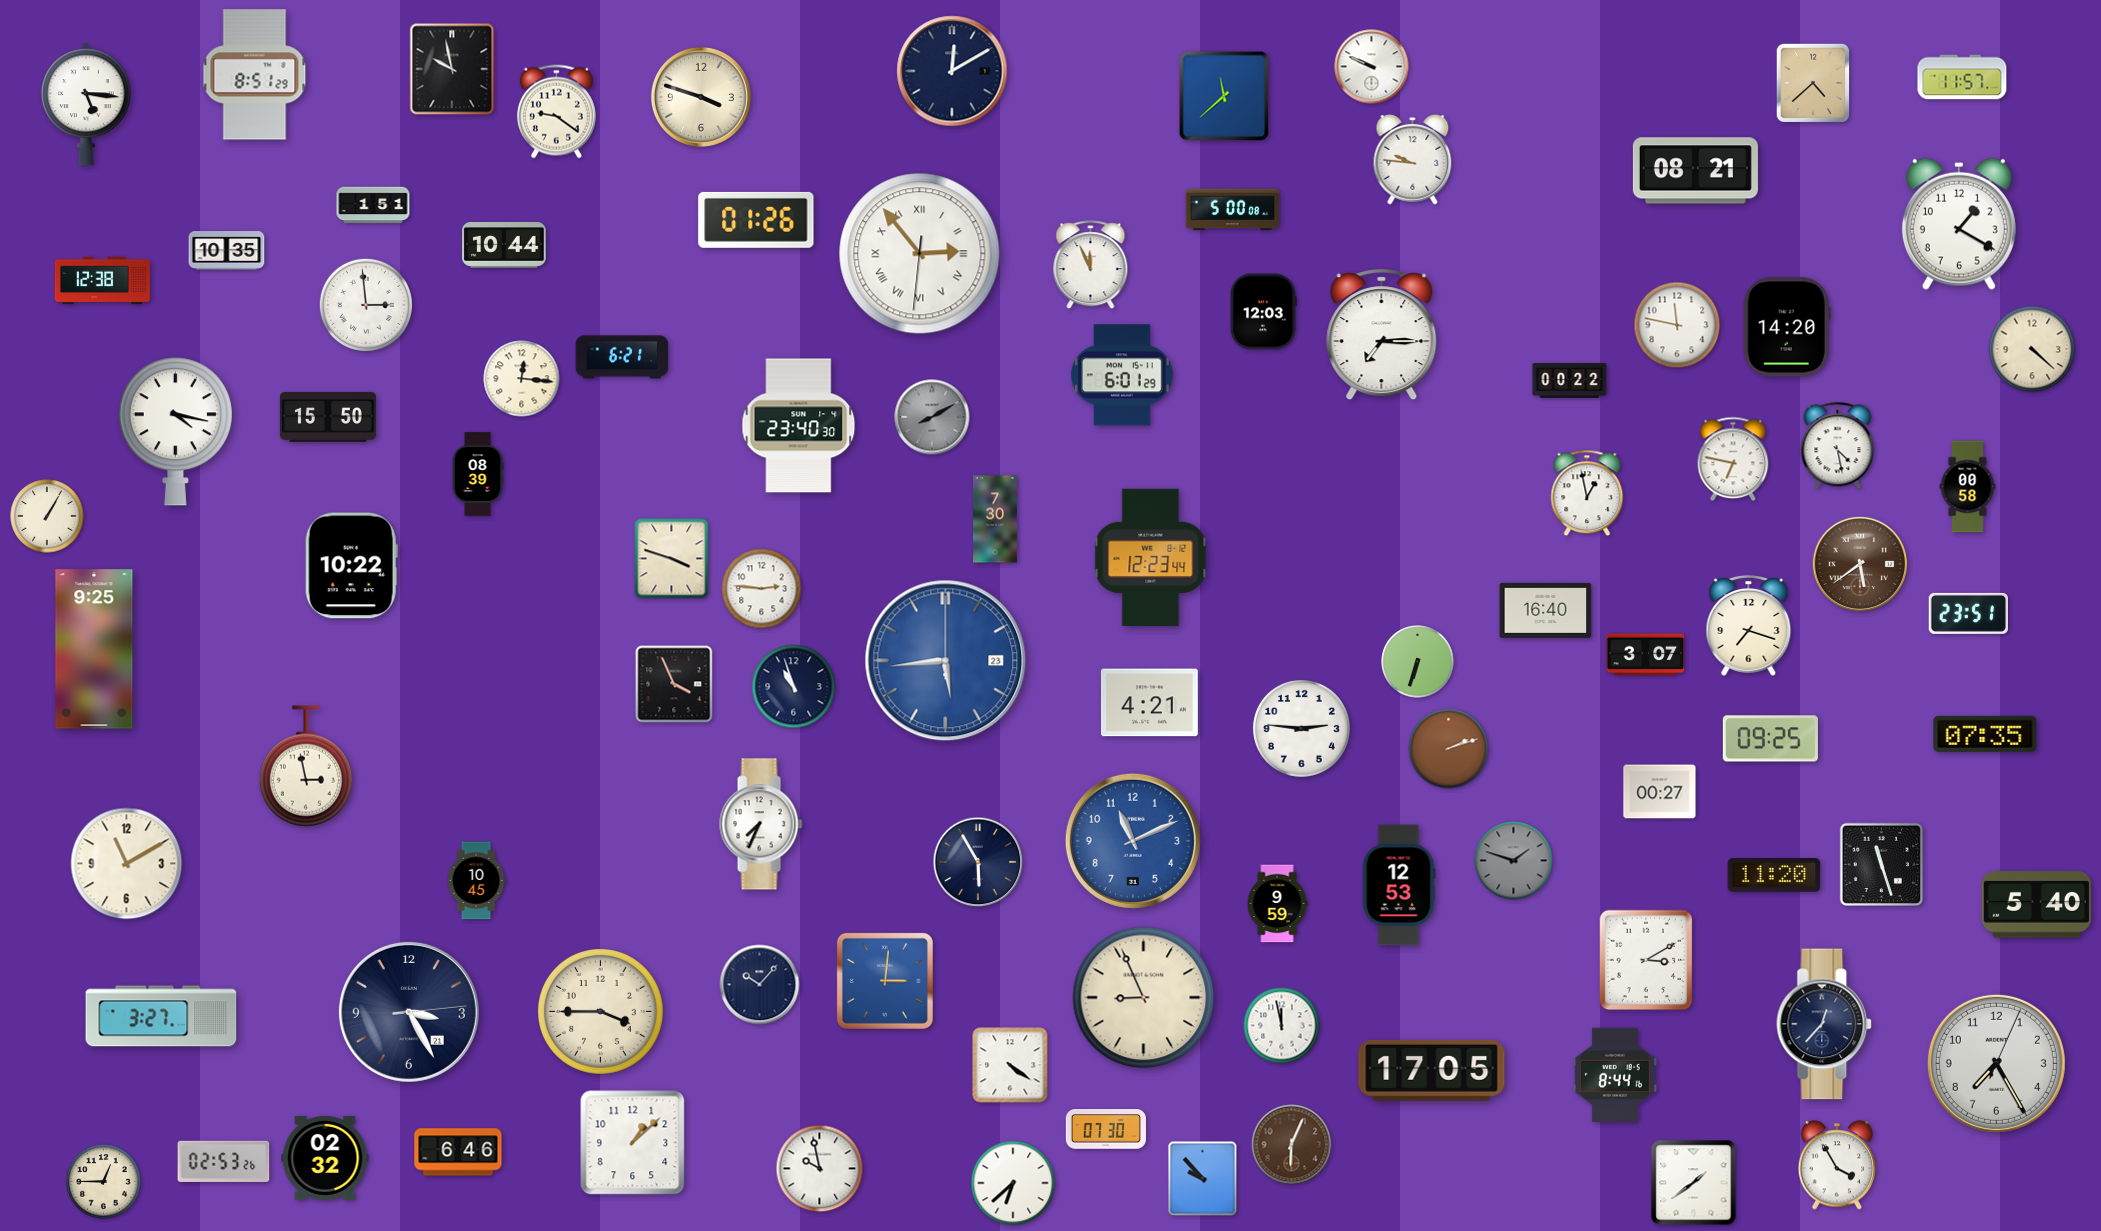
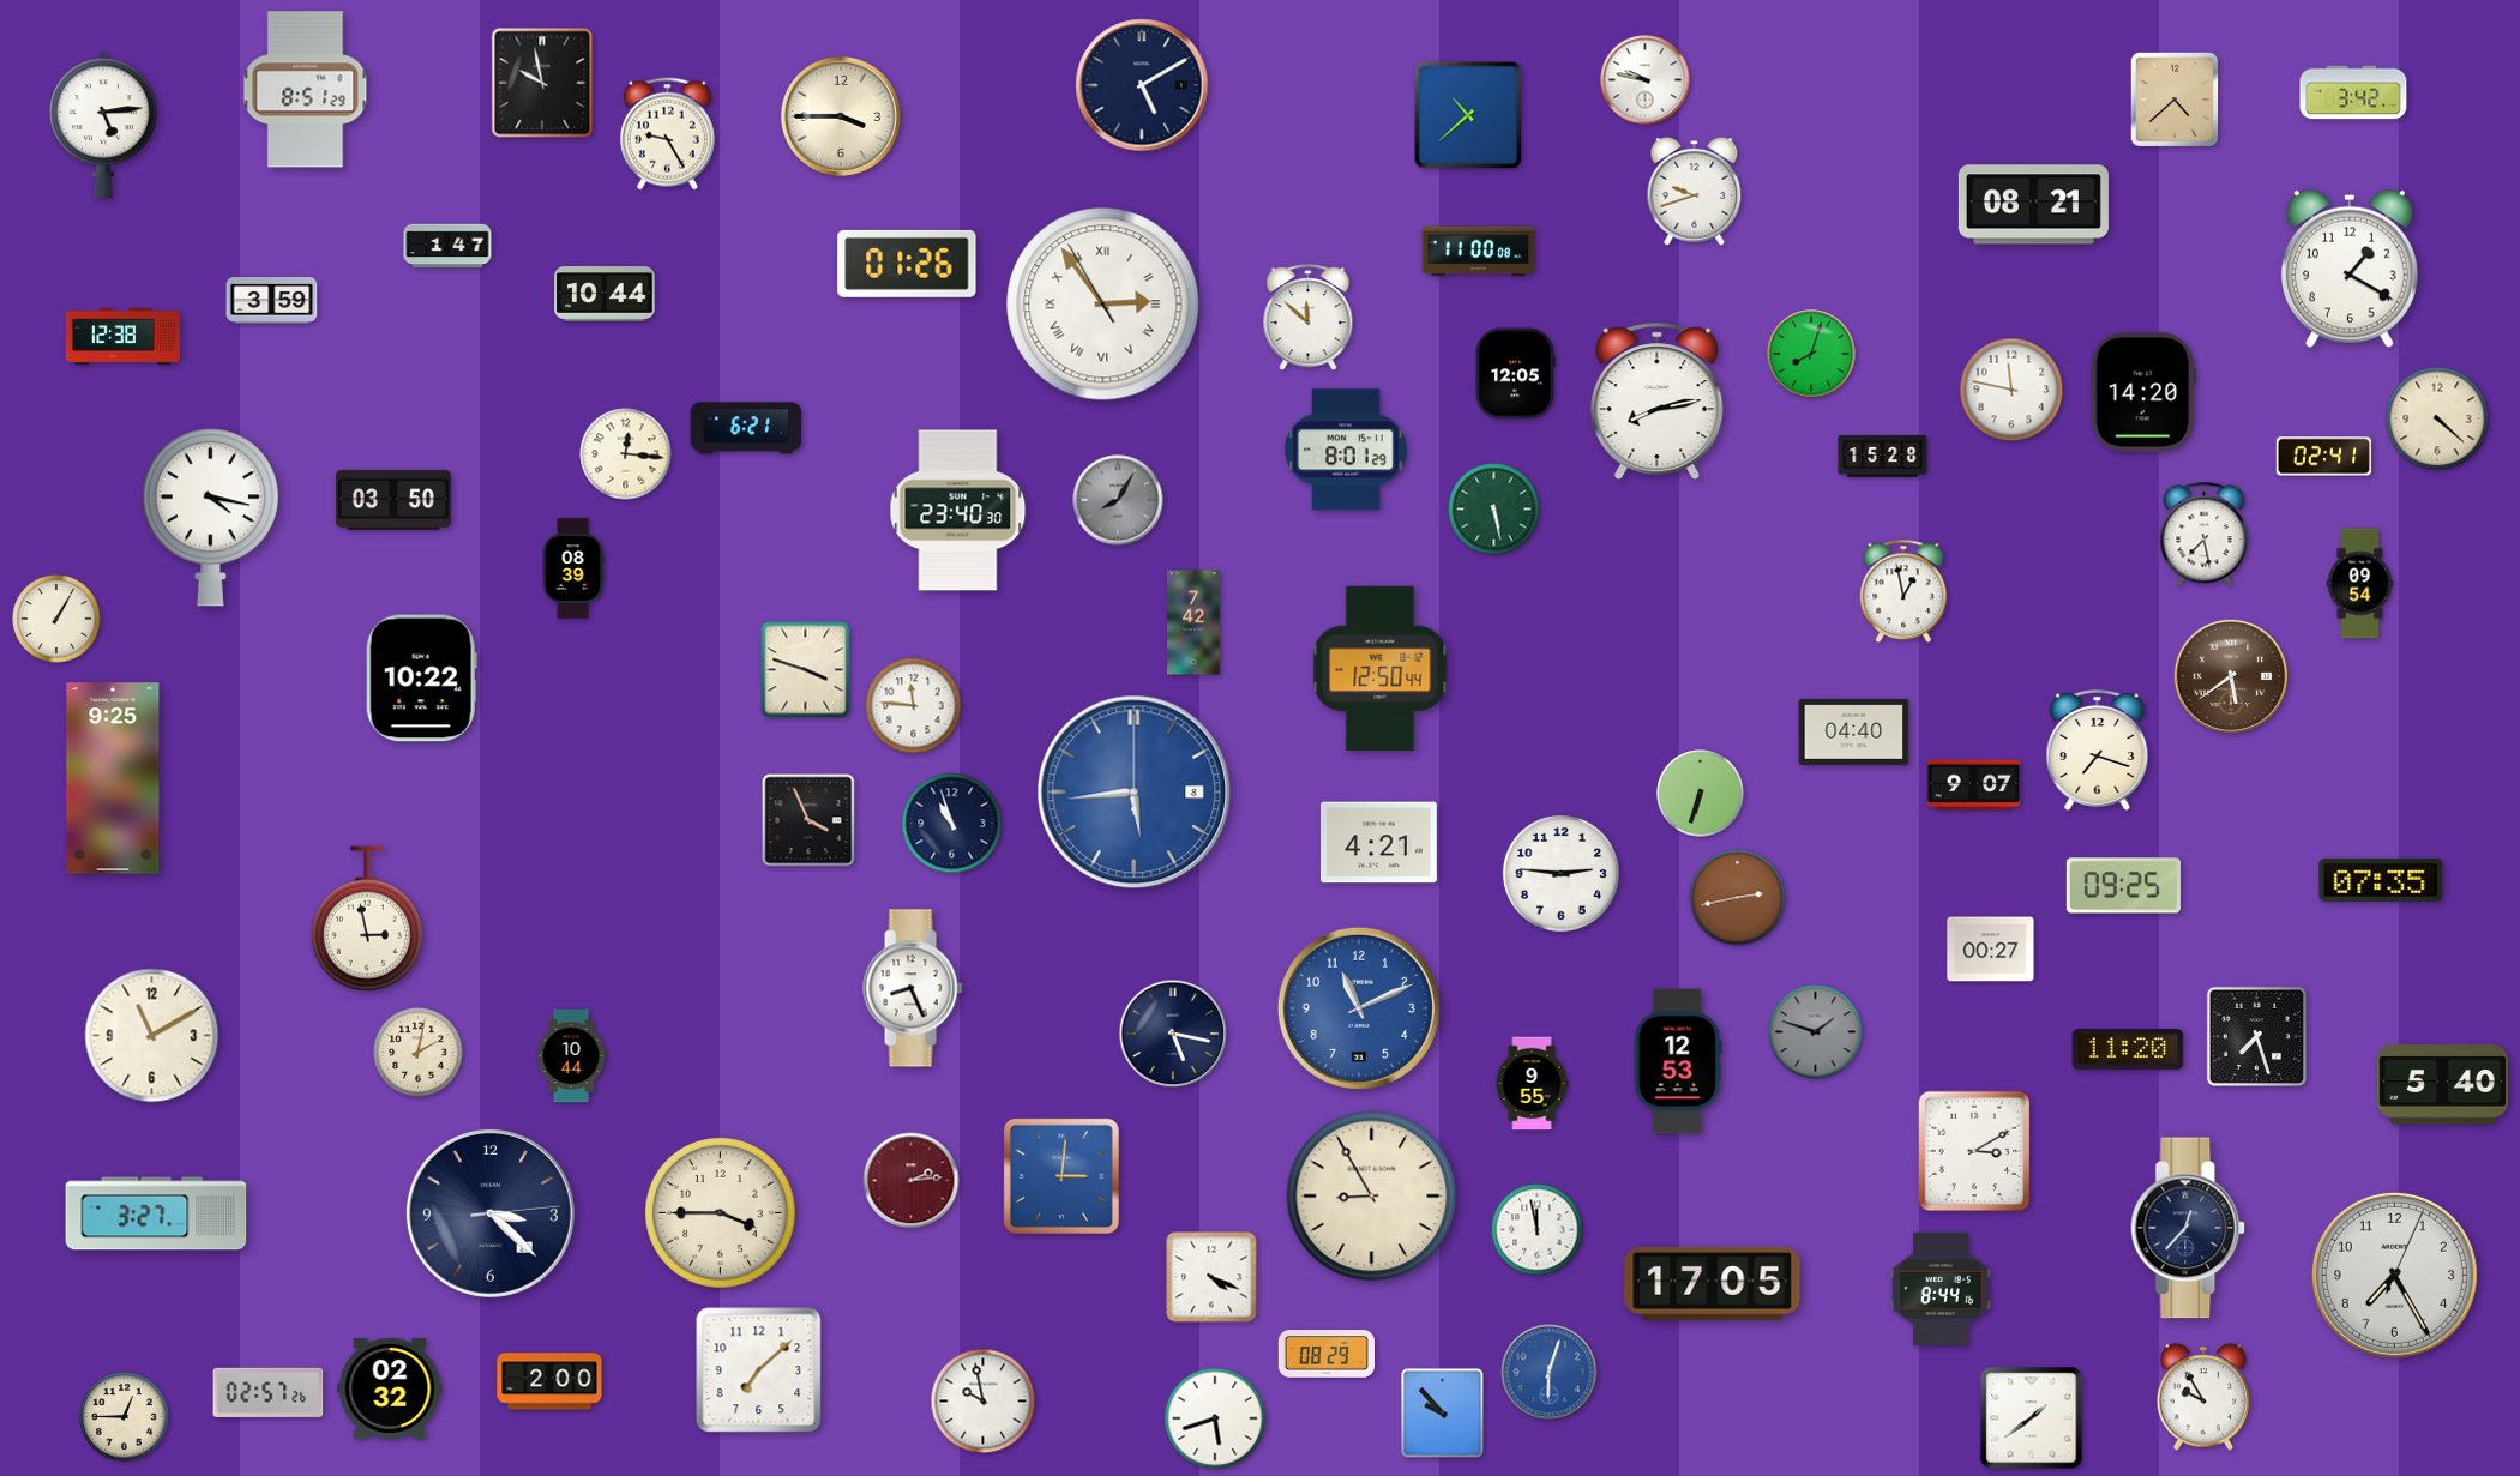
clock at (1372, 67): 9:49 -> 9:47
clock at (952, 71): 12:10 -> 5:10
clock at (1962, 77): 11:57 -> 3:42
clock at (1224, 96): 11:38 -> 10:38
clock at (701, 97): 3:48 -> 3:45
clock at (86, 104): 5:16 -> 5:14
clock at (556, 112): 9:21 -> 9:25
clock at (1413, 159): 9:46 -> 9:42
clock at (373, 205): 1:51 -> 1:47
clock at (1233, 210): 5:00 -> 11:00
clock at (227, 251): 10:35 -> 3:59
clock at (920, 254): 2:53:31 -> 2:53:55
clock at (1091, 265): 11:56 -> 11:52
clock at (1811, 354): none -> 8:03
clock at (365, 304): 2:59 -> none
clock at (1263, 312): 12:03 -> 12:05
clock at (1382, 335): 7:15 -> 8:13
clock at (1122, 375): 6:01 -> 8:01
clock at (1570, 380): 00:22 -> 15:28
clock at (2324, 457): none -> 02:41
clock at (328, 417): 15:50 -> 03:50
clock at (932, 417): 8:10 -> 8:05
clock at (1494, 510): none -> 5:28
clock at (1838, 446): 4:28 -> 7:28
clock at (1733, 459): 6:47 -> none
clock at (1968, 487): 00:58 -> 09:54
clock at (995, 519): 7:30 -> 7:42
clock at (1151, 558): 12:23 -> 12:50
clock at (762, 589): 2:46 -> 11:46
clock at (1546, 610): 16:40 -> 04:40
clock at (1968, 613): 23:51 -> none
clock at (1646, 655): 3:07 -> 9:07
clock at (946, 661) date: 23 -> 8
clock at (1449, 749): 2:12 -> 2:43
clock at (761, 824): 7:34 -> 8:26
clock at (978, 862): 5:55 -> 5:17
clock at (1881, 864): 11:27 -> 7:27
clock at (419, 1053): none -> 2:02
clock at (476, 881): 10:45 -> 10:44
clock at (1277, 904): 9:59 -> 9:55
clock at (760, 985): 10:07 -> 2:14
clock at (760, 985) dial: navy -> burgundy
clock at (1144, 998): 8:56 -> 8:55
clock at (409, 1012): 3:25 -> 3:22
clock at (161, 1016) position: (161, 1016) -> (156, 1213)
clock at (1010, 1065): 4:21 -> 4:19
clock at (1432, 1070) position: (1432, 1070) -> (1713, 1283)
clock at (1615, 1074) position: (1615, 1074) -> (1941, 1288)
clock at (1106, 1129): 07:30 -> 08:29
clock at (633, 1143): 1:08 -> 7:08
clock at (1292, 1145): 6:04 -> 6:03
clock at (1292, 1145) dial: brown -> blue
clock at (458, 1152): 6:46 -> 2:00
clock at (224, 1161): 02:53 -> 02:57
clock at (1837, 1165): 3:55 -> 9:55
clock at (1013, 1183): 6:38 -> 5:42
